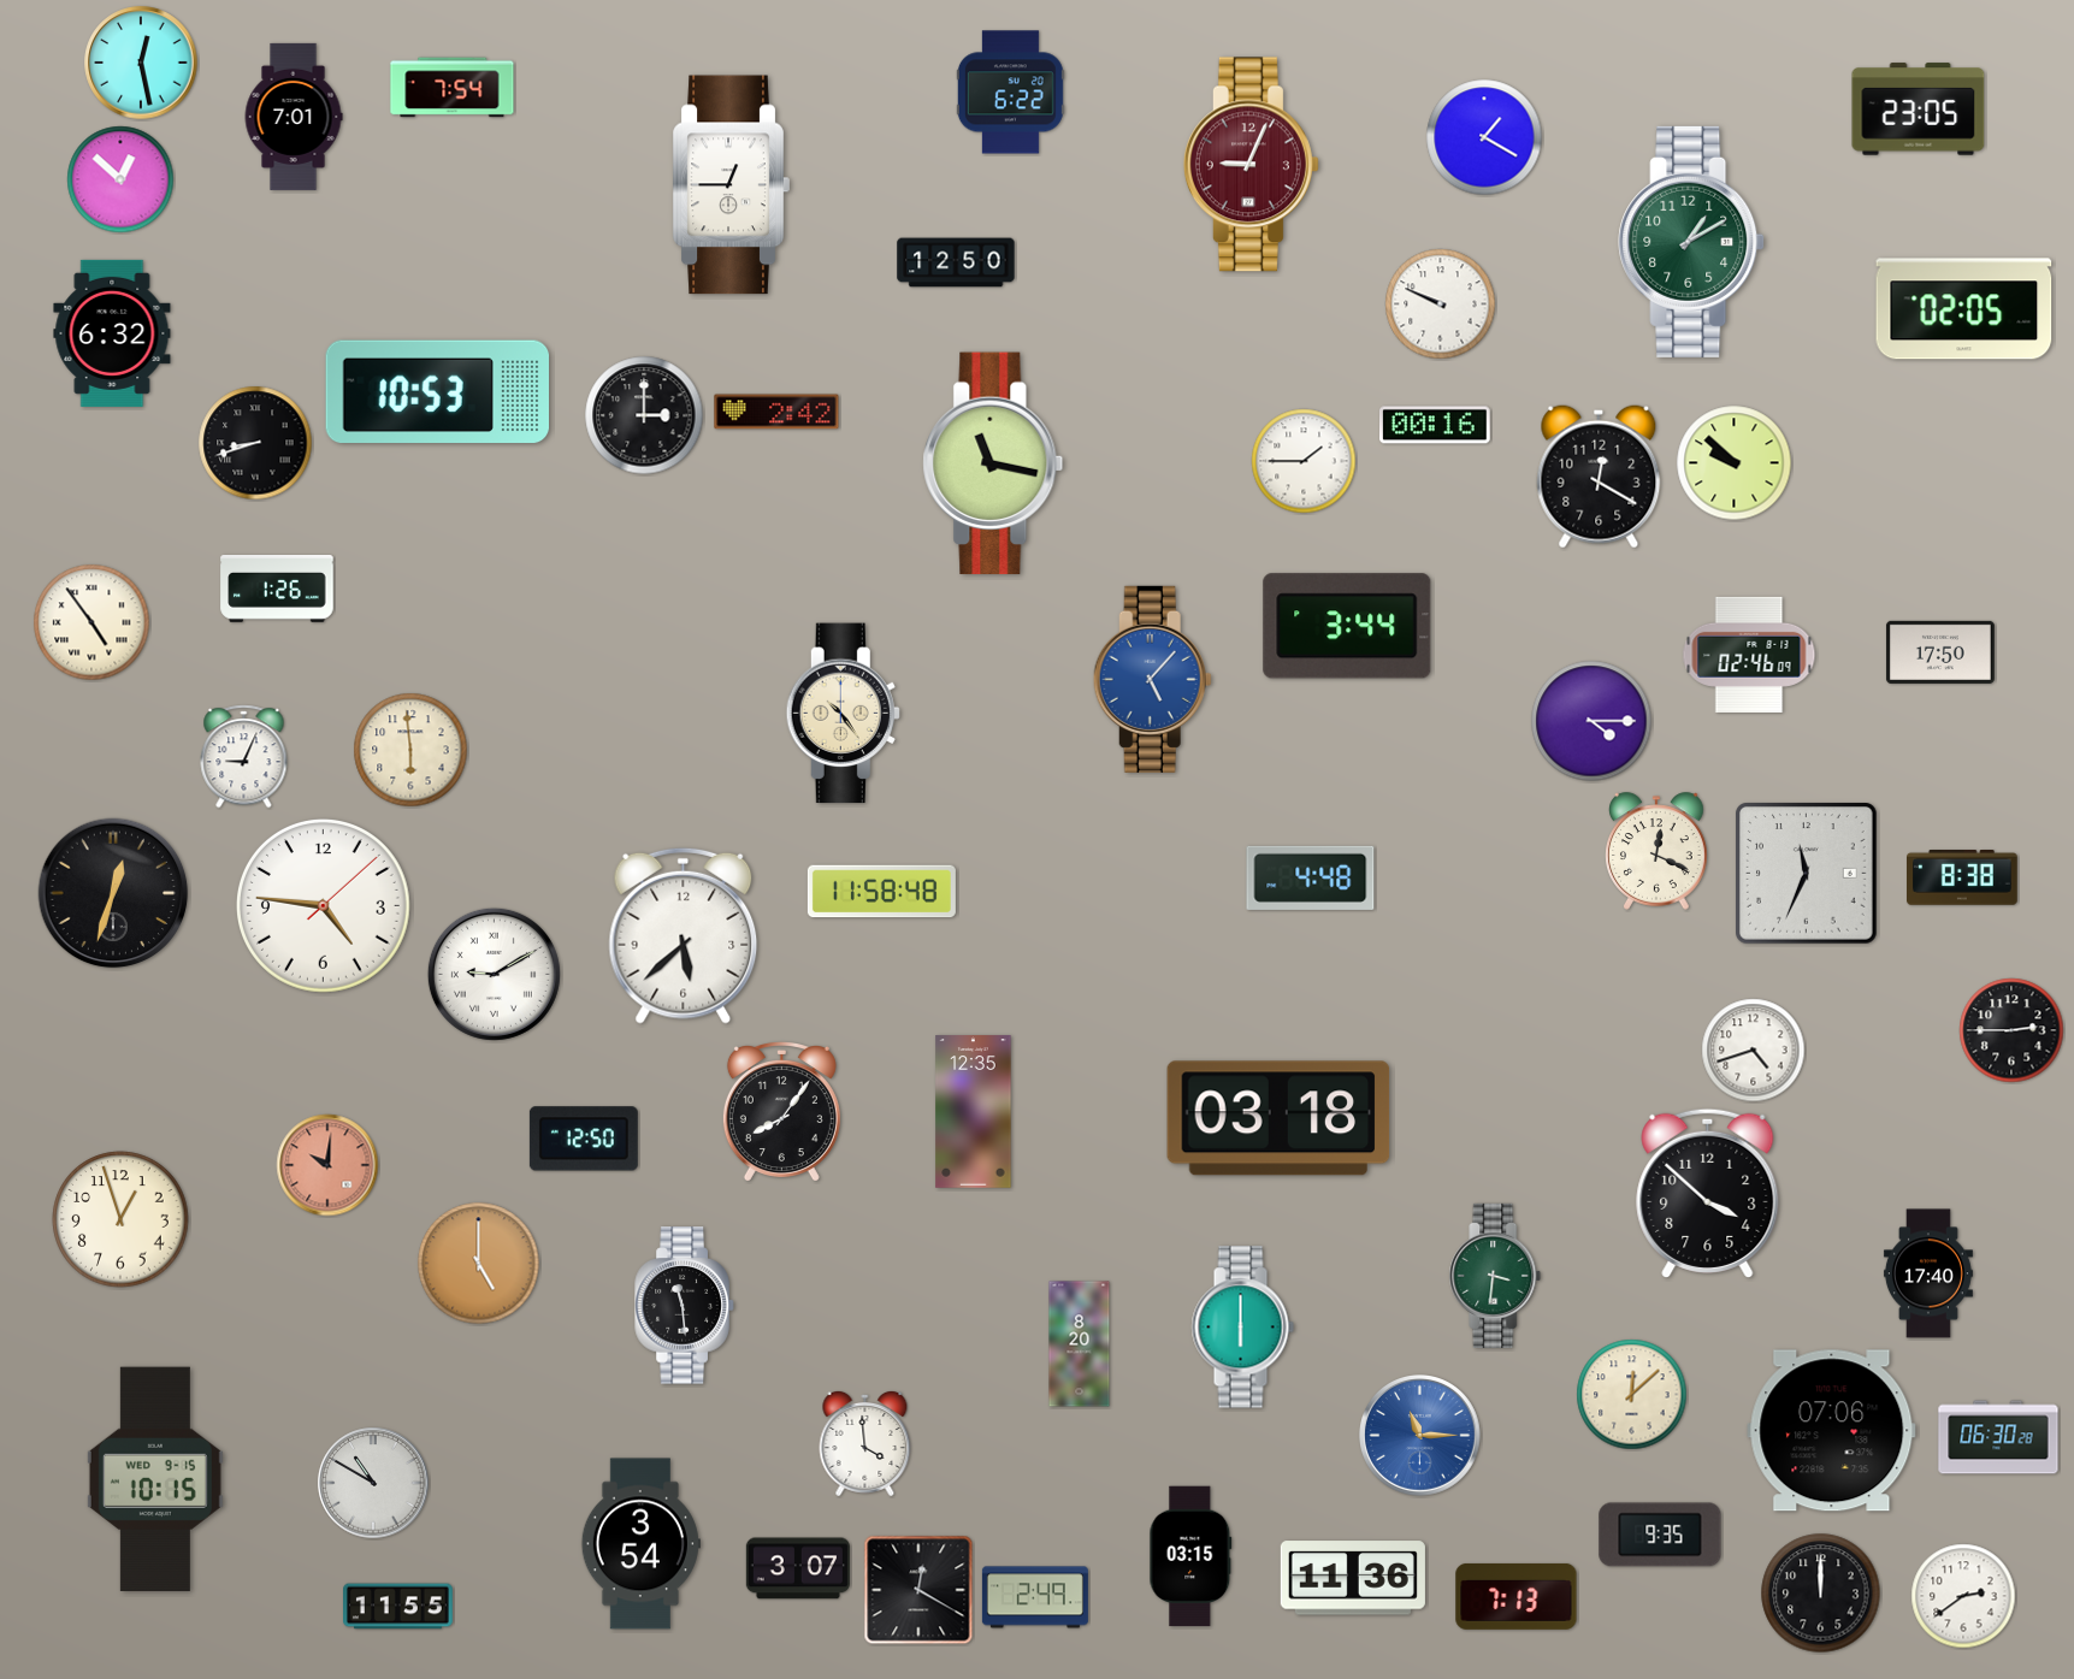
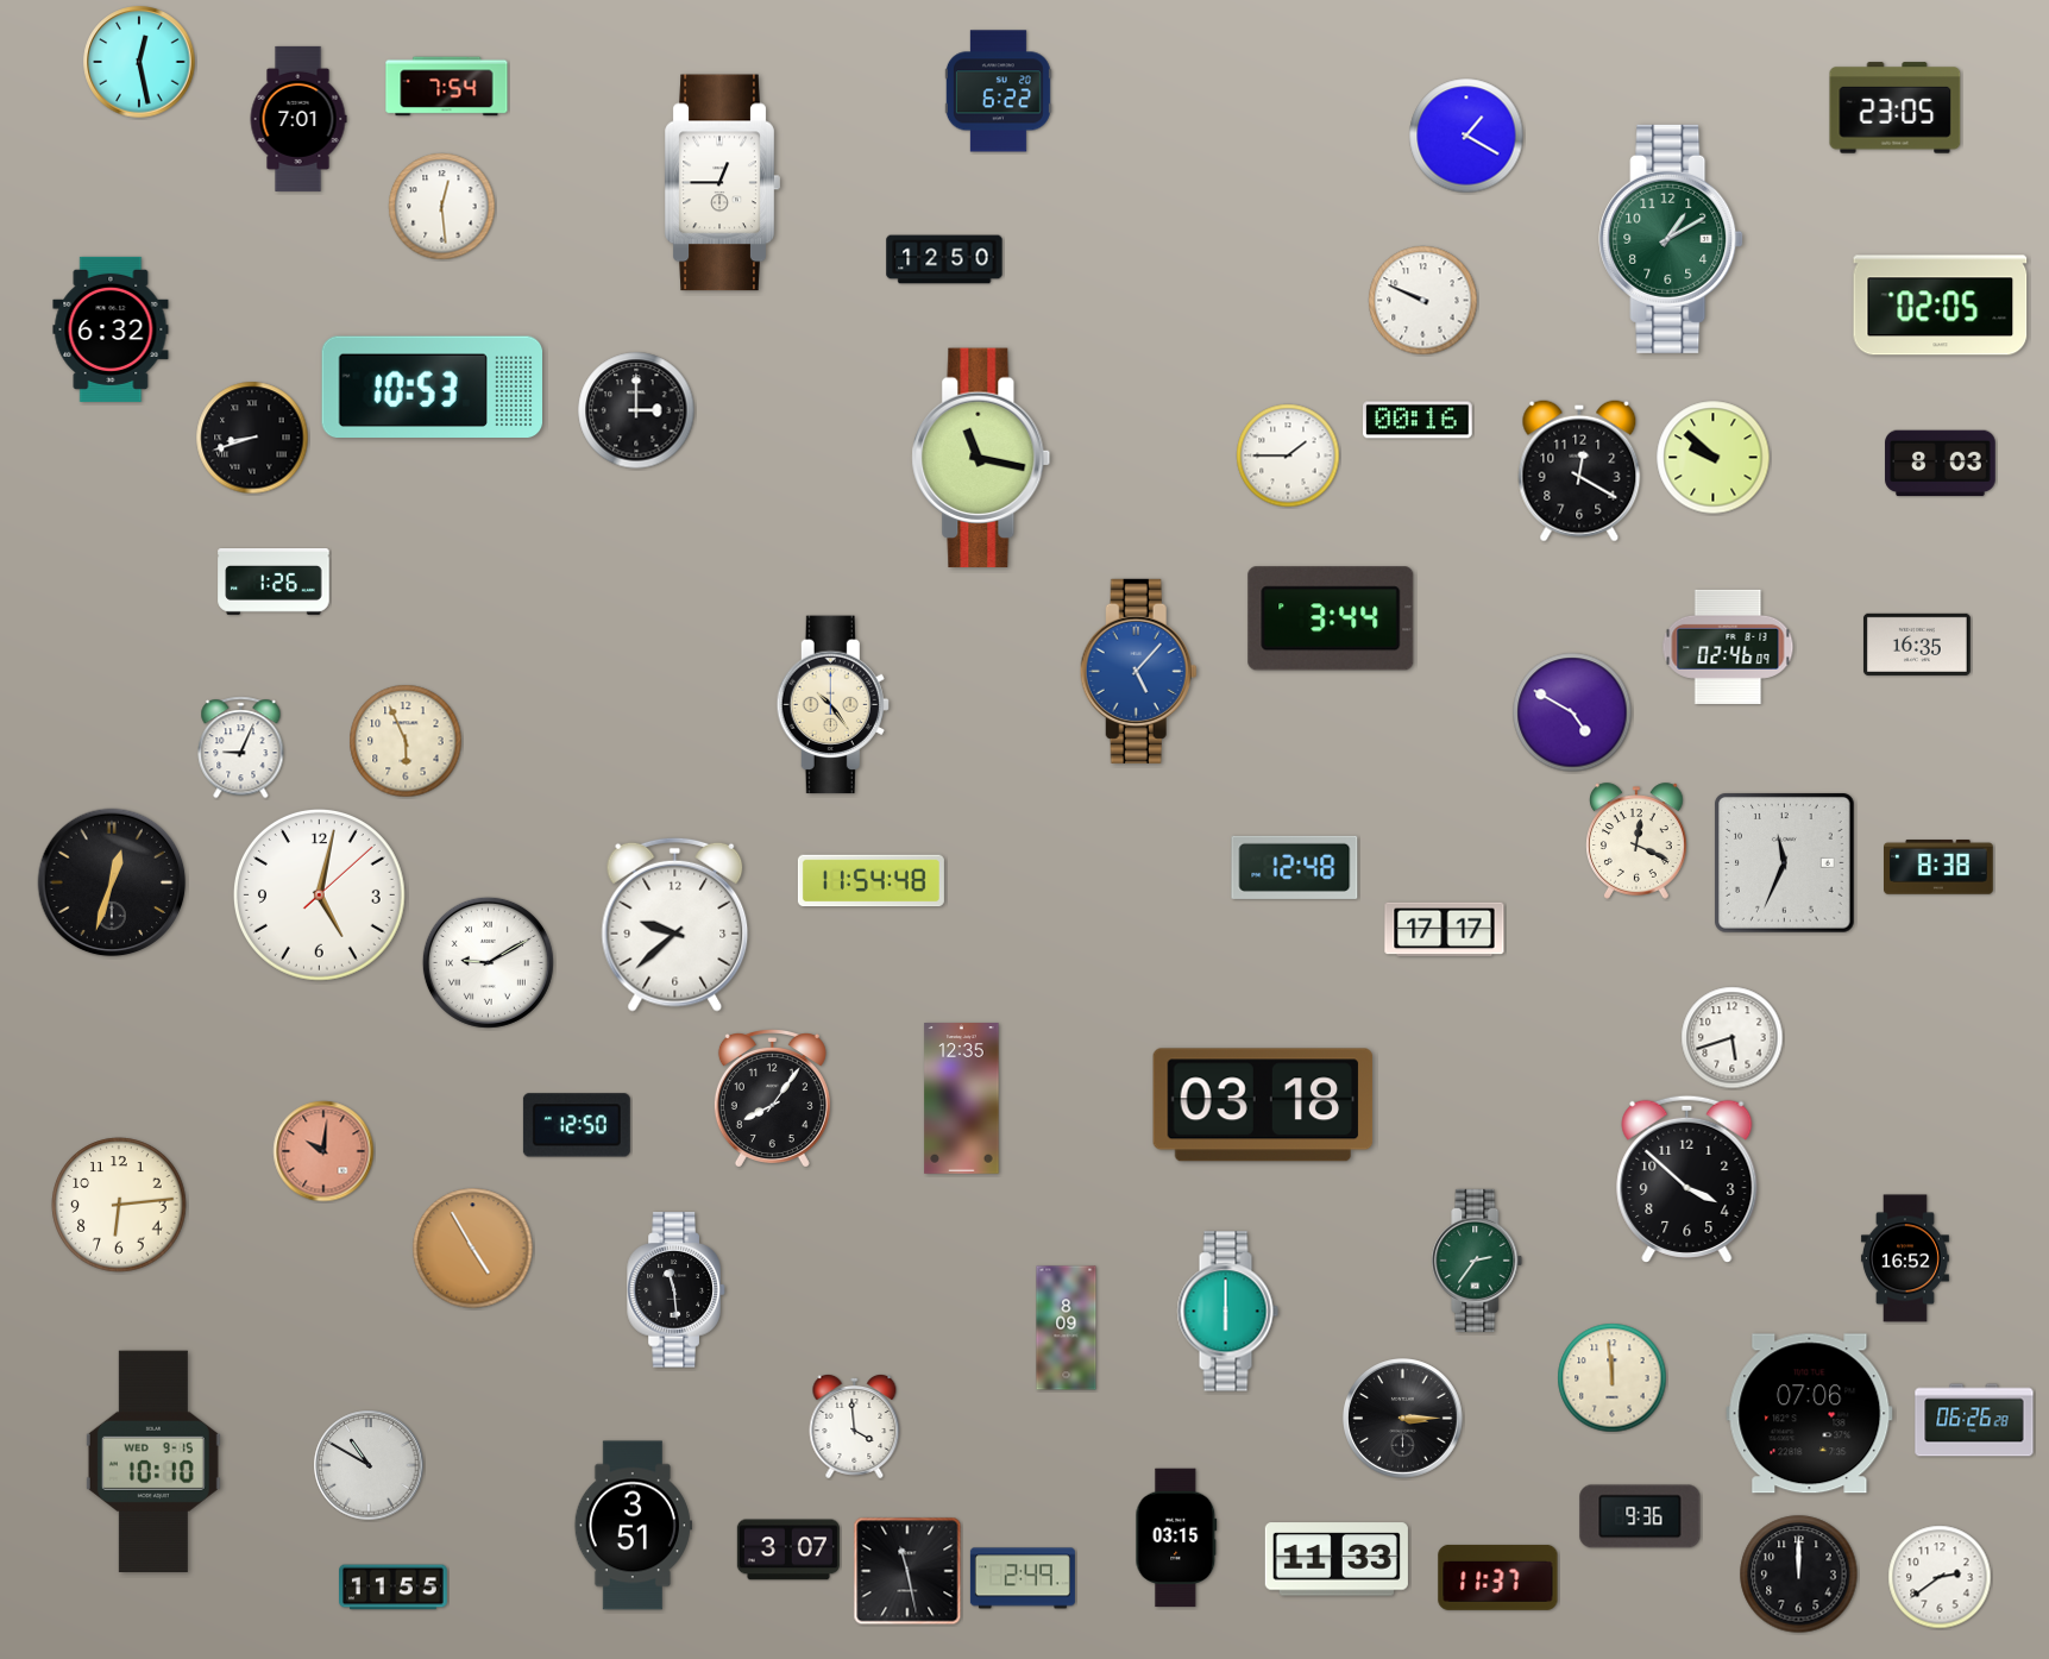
clock at (294, 117) position: (294, 117) -> (298, 119)
clock at (1251, 165): 9:04 -> none
clock at (120, 179): 12:52 -> none
clock at (442, 207): none -> 12:29
clock at (776, 412): 2:42 -> none
clock at (1941, 464): none -> 8:03
clock at (91, 622): 4:54 -> none
clock at (1940, 652): 17:50 -> 16:35
clock at (1591, 721): 4:15 -> 4:50
clock at (410, 750): 5:59 -> 5:56
clock at (1311, 877): 4:48 -> 12:48
clock at (881, 892): 11:58 -> 11:54
clock at (324, 906): 4:46 -> 5:02
clock at (684, 935): 5:38 -> 9:38
clock at (1445, 930): none -> 17:17
clock at (2011, 1030): 2:45 -> none
clock at (1754, 1051): 4:42 -> 5:42
clock at (120, 1219): 12:57 -> 6:14
clock at (479, 1264): 5:00 -> 4:55
clock at (1928, 1273): 17:40 -> 16:52
clock at (1495, 1276): 3:31 -> 2:36
clock at (1080, 1344): 8:20 -> 8:09
clock at (1632, 1395): 12:08 -> 11:59
clock at (1420, 1436): 11:15 -> 3:15
clock at (1420, 1436) dial: blue -> black
clock at (1998, 1437): 06:30 -> 06:26
clock at (155, 1478): 10:15 -> 10:10
clock at (1660, 1535): 9:35 -> 9:36
clock at (640, 1544): 3:54 -> 3:51
clock at (1353, 1578): 11:36 -> 11:33
clock at (918, 1590): 12:20 -> 11:28
clock at (1517, 1596): 7:13 -> 11:37
